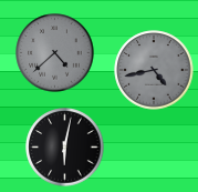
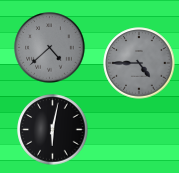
clock at (154, 70): 4:43 -> 4:45
clock at (65, 148) position: (65, 148) -> (53, 130)
